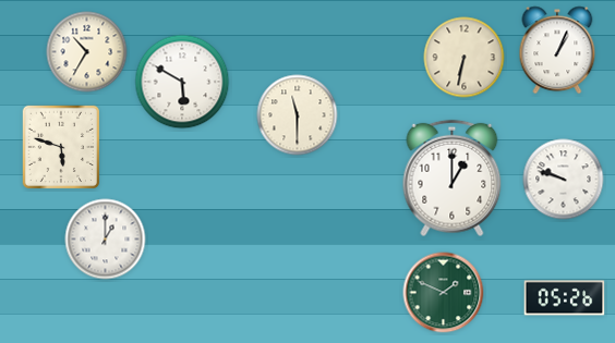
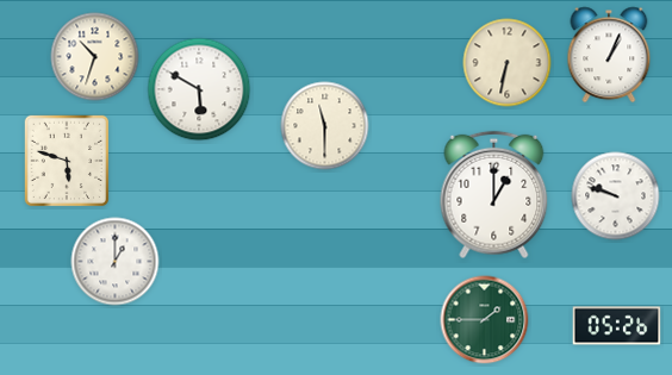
clock at (87, 52): 10:35 -> 10:33
clock at (444, 293): 1:49 -> 1:45
